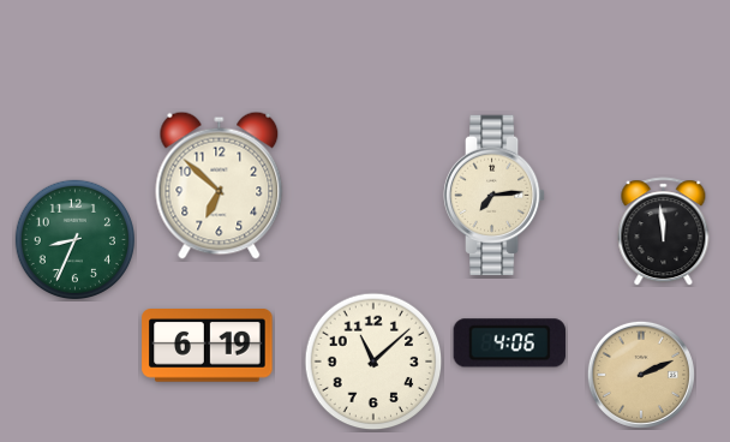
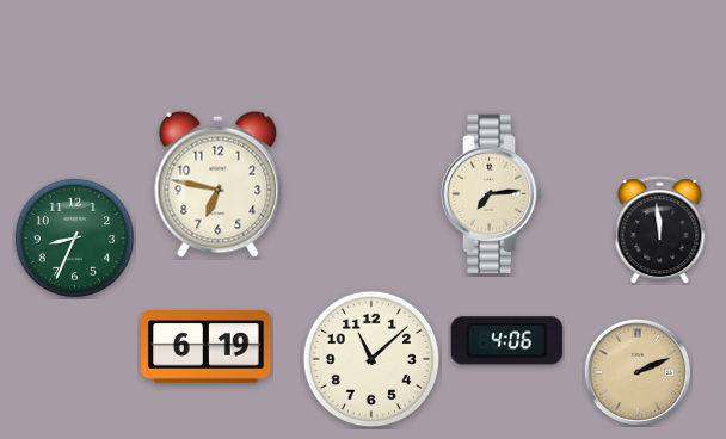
clock at (220, 185): 6:52 -> 6:47
clock at (208, 346) position: (208, 346) -> (207, 347)
